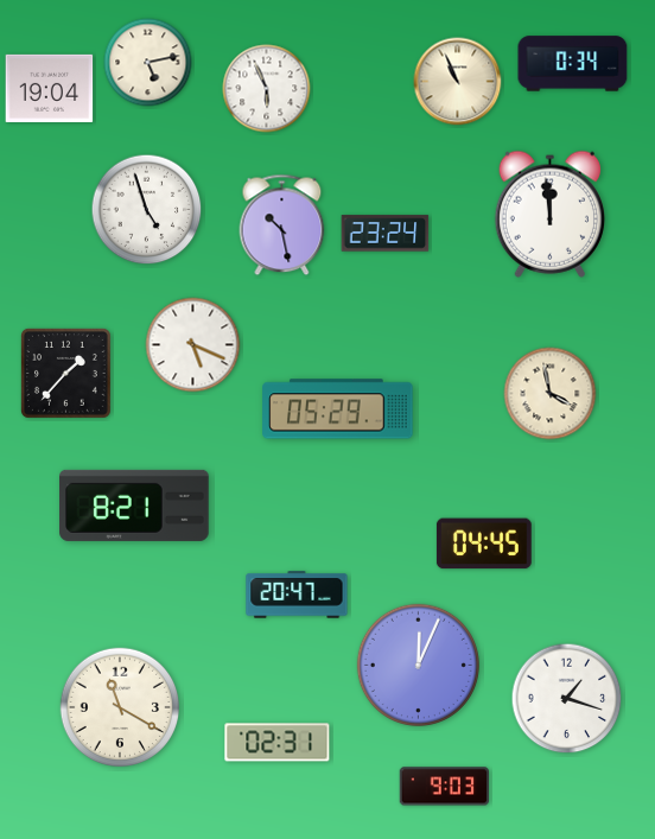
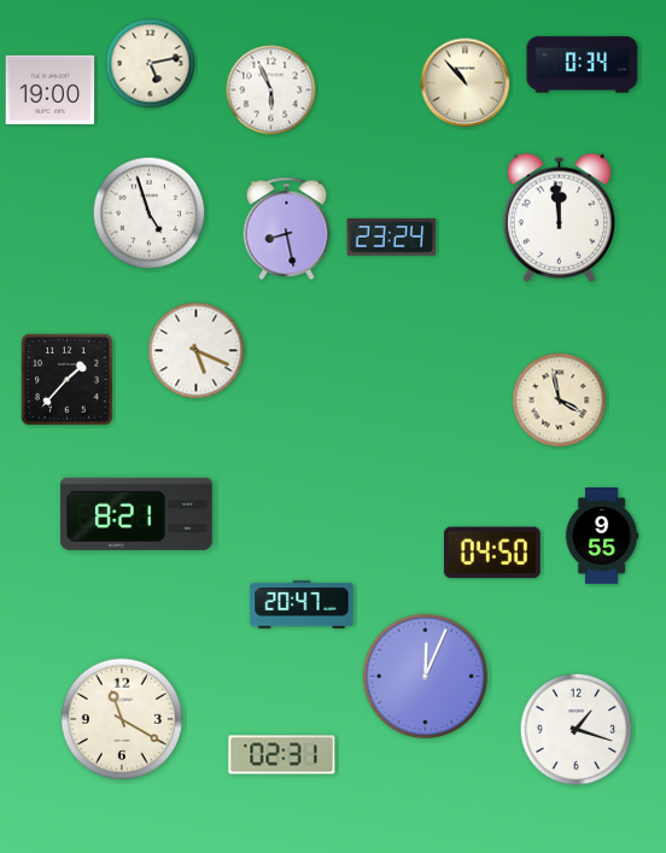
clock at (458, 82): 10:56 -> 10:53
clock at (50, 88): 19:04 -> 19:00
clock at (282, 225): 10:28 -> 8:28
clock at (338, 409): 05:29 -> none
clock at (602, 536): none -> 9:55
clock at (484, 544): 04:45 -> 04:50
clock at (567, 699) position: (567, 699) -> (577, 730)
clock at (444, 787): 9:03 -> none
